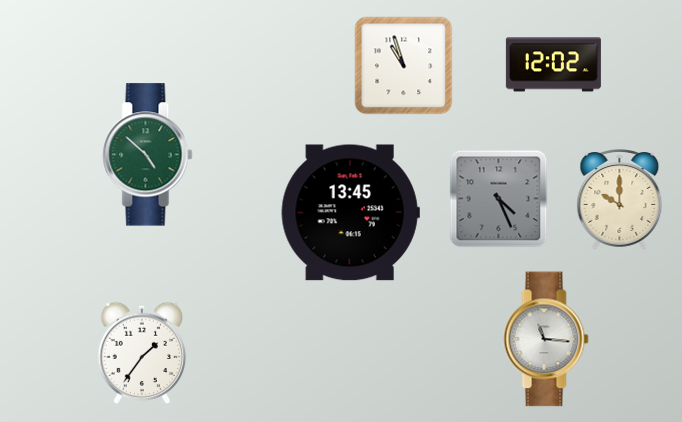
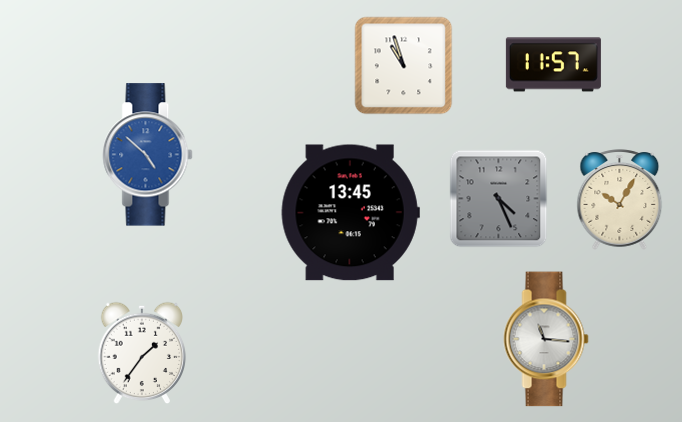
clock at (553, 65): 12:02 -> 11:57
clock at (148, 155) dial: green -> blue
clock at (620, 200): 10:00 -> 10:05
